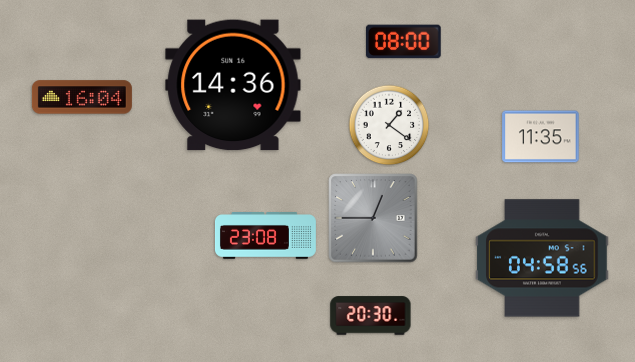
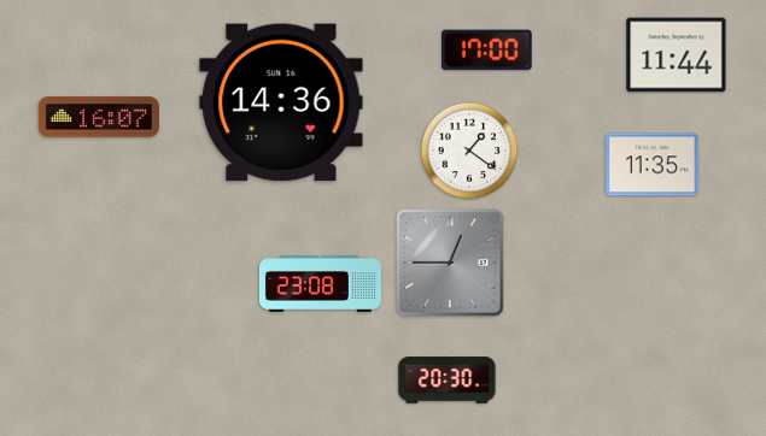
clock at (404, 42): 08:00 -> 17:00
clock at (677, 55): none -> 11:44
clock at (82, 97): 16:04 -> 16:07
clock at (542, 258): 04:58 -> none
